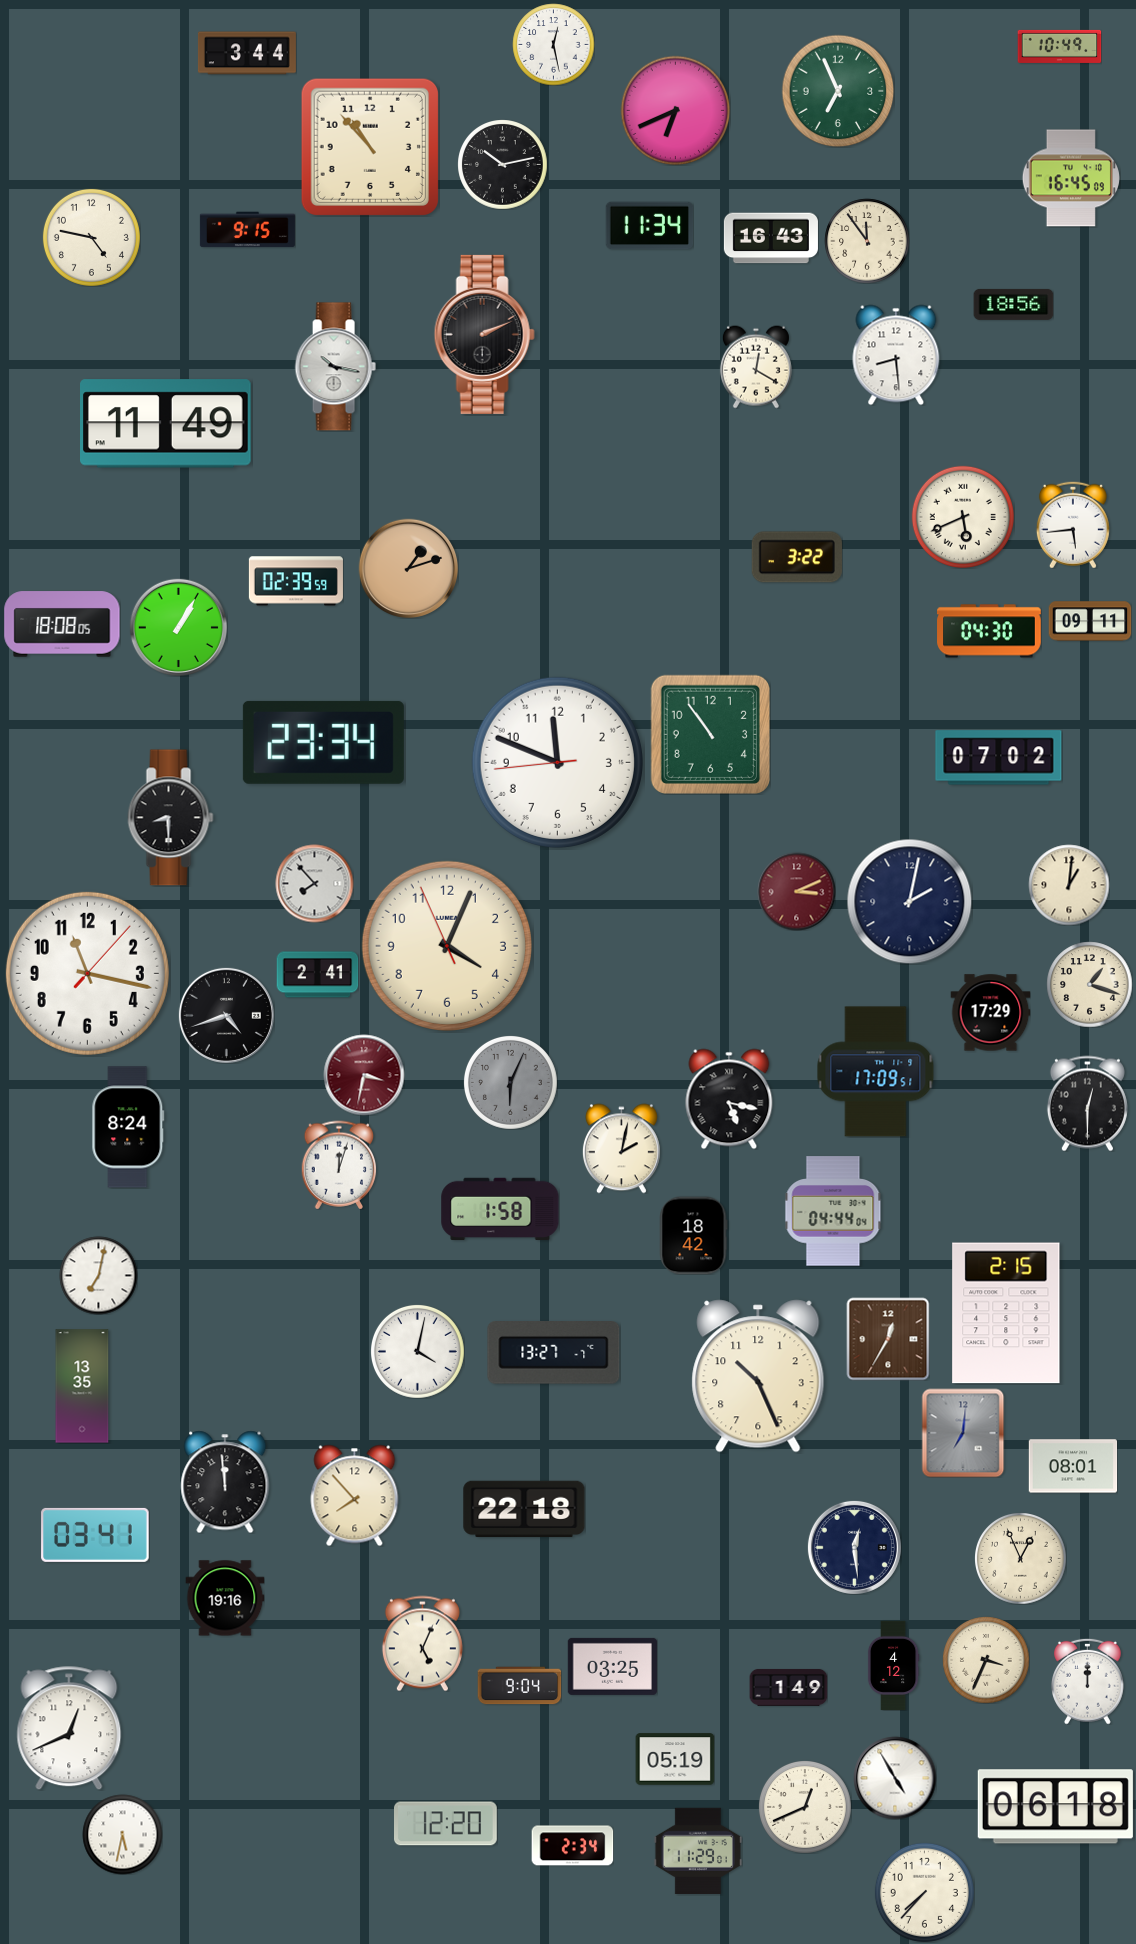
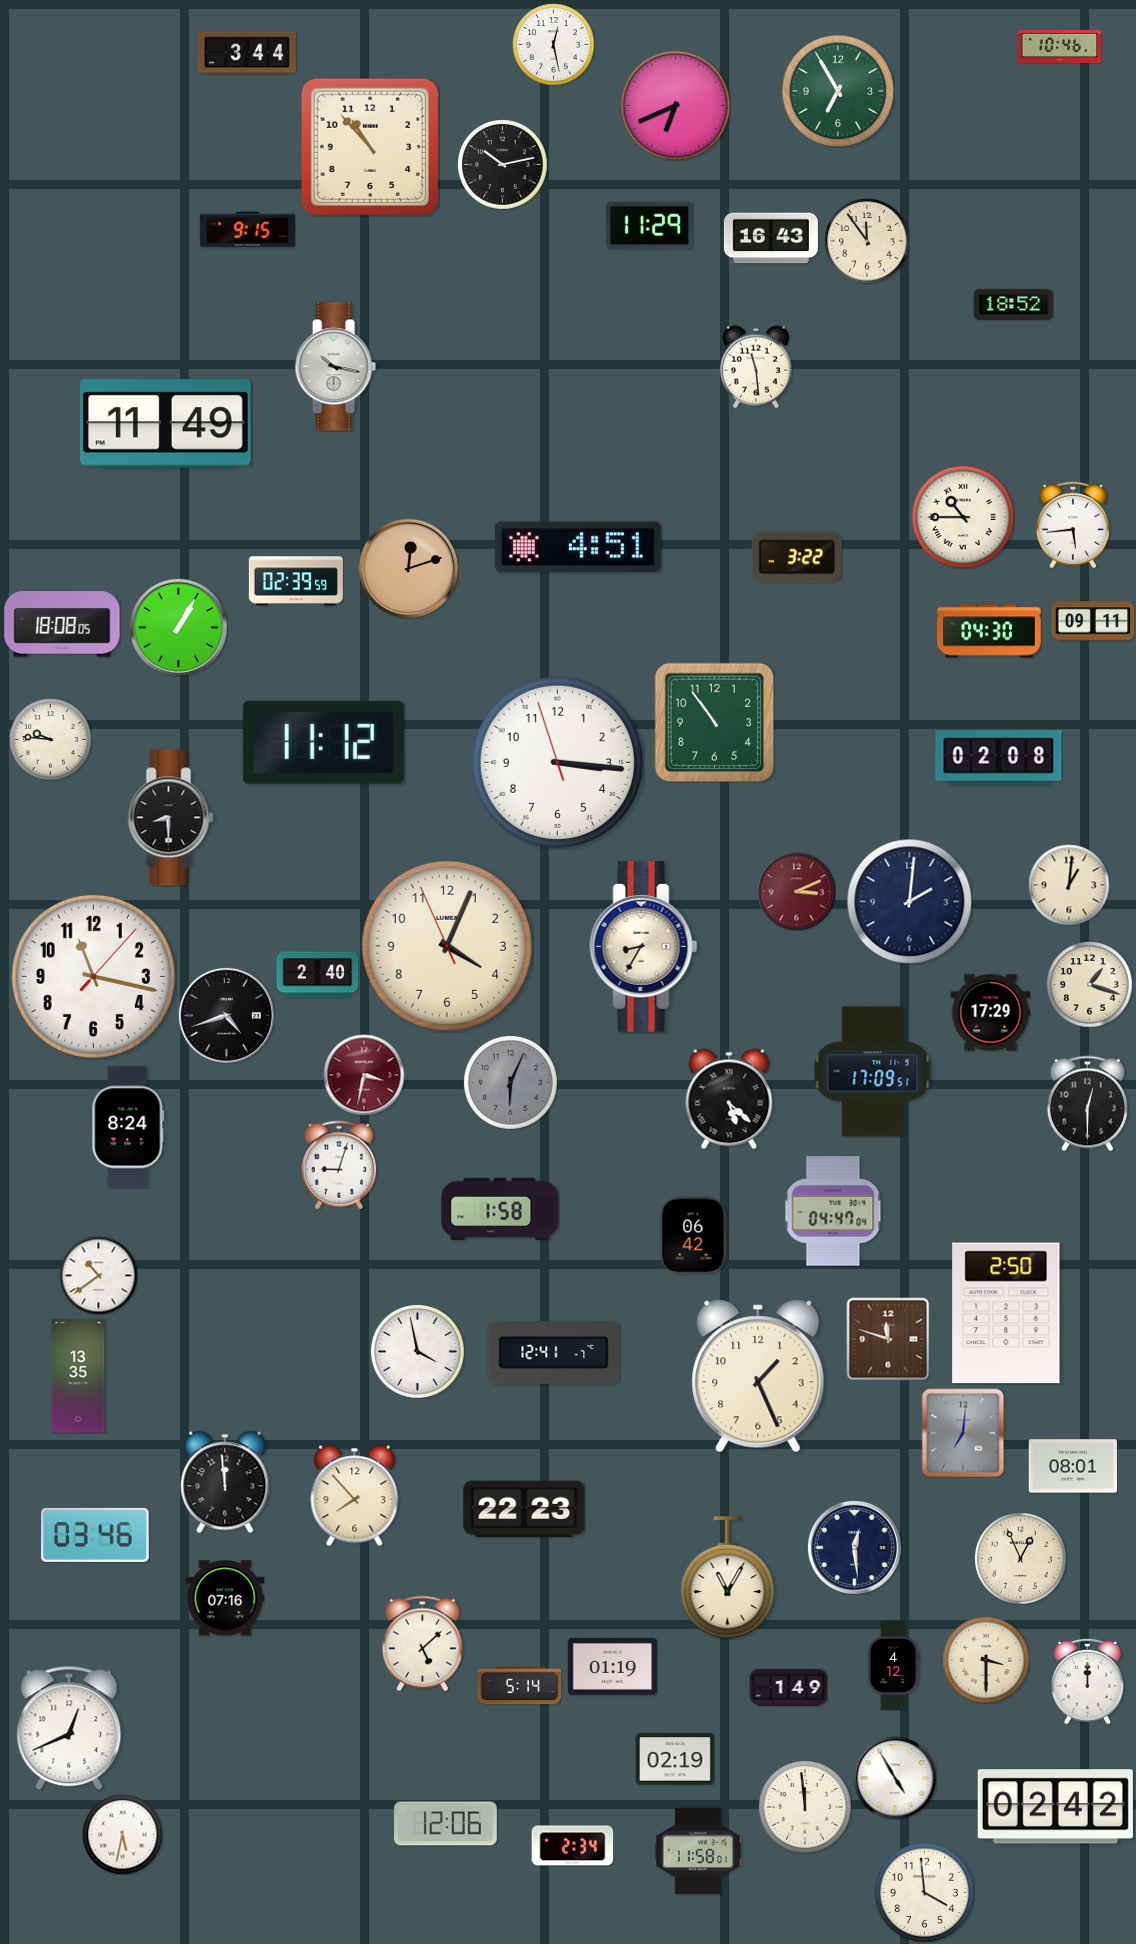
clock at (1059, 46): 10:49 -> 10:46
clock at (838, 91): 6:56 -> 6:55
clock at (675, 110) position: (675, 110) -> (675, 105)
clock at (1071, 178): 16:45 -> none
clock at (649, 226): 11:34 -> 11:29
clock at (91, 237): 4:47 -> none
clock at (1013, 304): 18:56 -> 18:52
clock at (484, 334): 2:11 -> none
clock at (896, 355): 8:29 -> none
clock at (756, 367): 12:20 -> 11:29
clock at (963, 517): 5:41 -> 10:45
clock at (578, 547): none -> 4:51
clock at (408, 568): 1:12 -> 12:12
clock at (1090, 621) position: (1090, 621) -> (1093, 621)
clock at (710, 734) position: (710, 734) -> (714, 722)
clock at (50, 739): none -> 9:46
clock at (323, 742): 23:34 -> 11:12
clock at (999, 758): 07:02 -> 02:08
clock at (557, 762): 11:48 -> 3:15
clock at (314, 883): 7:53 -> none
clock at (909, 901): 2:02 -> 2:01
clock at (644, 947): none -> 8:35
clock at (87, 973) position: (87, 973) -> (93, 976)
clock at (317, 975): 2:41 -> 2:40
clock at (876, 1072) position: (876, 1072) -> (873, 1072)
clock at (729, 1099): 5:17 -> 5:22
clock at (621, 1148): 2:02 -> none
clock at (339, 1165): 12:03 -> 9:03
clock at (833, 1211): 04:44 -> 04:47
clock at (693, 1235): 18:42 -> 06:42
clock at (98, 1275): 7:02 -> 10:39
clock at (1006, 1313): 2:15 -> 2:50
clock at (888, 1339): 12:35 -> 11:48
clock at (417, 1351): 4:02 -> 3:58
clock at (554, 1353): 13:27 -> 12:41
clock at (758, 1376): 10:26 -> 1:26
clock at (82, 1386) position: (82, 1386) -> (78, 1376)
clock at (524, 1509): 22:18 -> 22:23
clock at (95, 1535): 03:41 -> 03:46
clock at (728, 1578): none -> 11:05
clock at (225, 1598): 19:16 -> 07:16
clock at (422, 1643): 5:04 -> 5:08
clock at (986, 1660): 3:34 -> 3:30
clock at (612, 1666): 03:25 -> 01:19
clock at (519, 1686): 9:04 -> 5:14
clock at (675, 1759): 05:19 -> 02:19
clock at (805, 1807): 12:41 -> 11:59
clock at (1055, 1807): 06:18 -> 02:42
clock at (446, 1824): 12:20 -> 12:06
clock at (698, 1850): 11:29 -> 11:58
clock at (924, 1892): 7:37 -> 3:59
